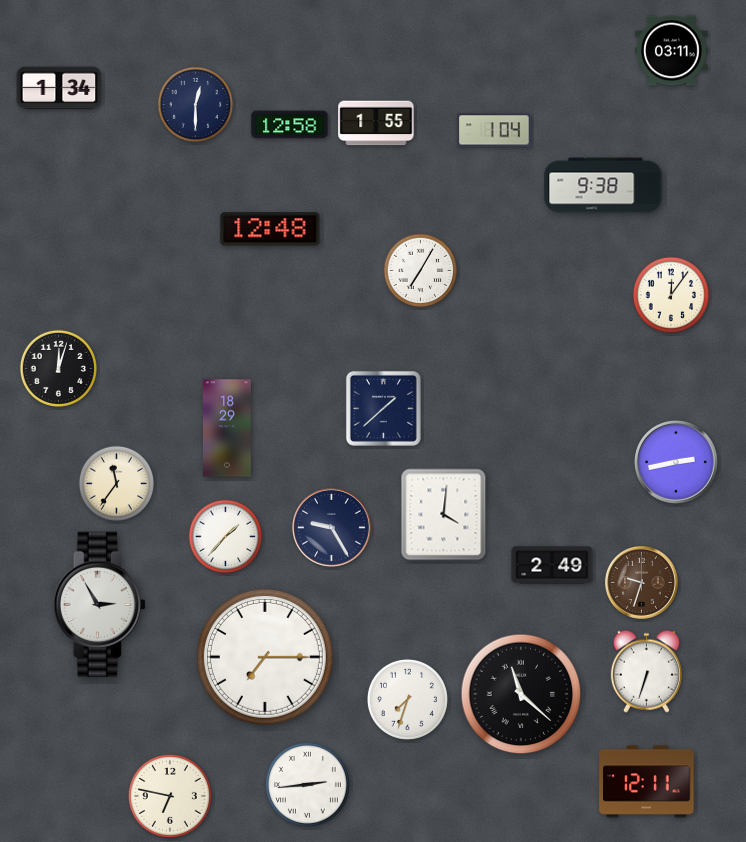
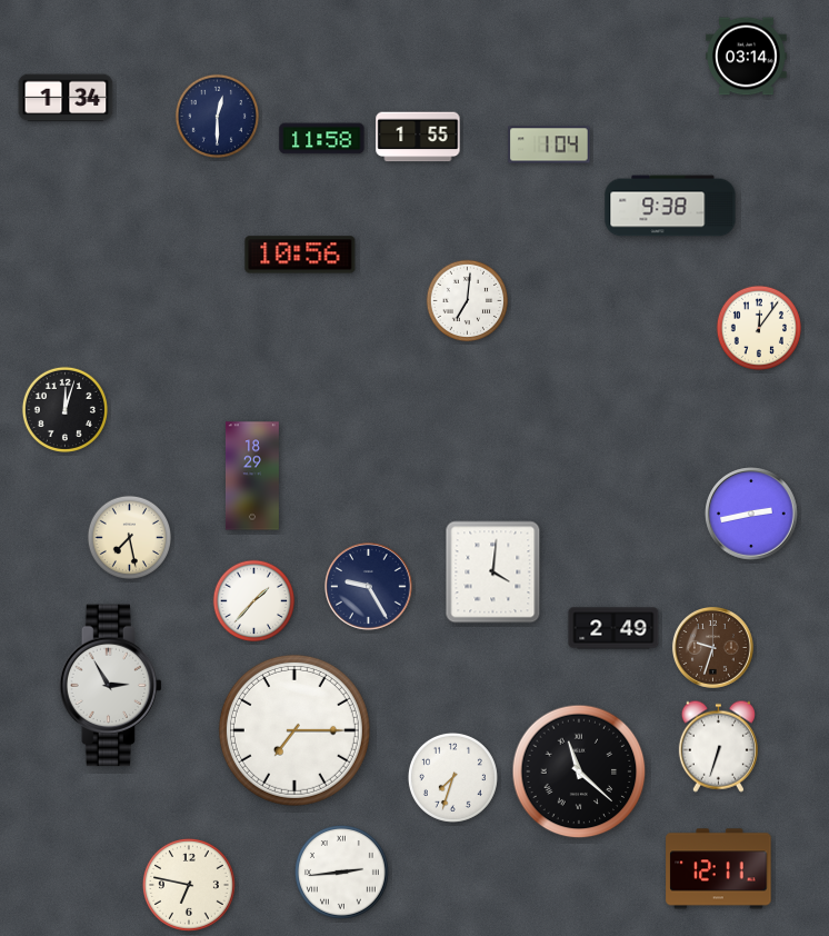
clock at (672, 51): 03:11 -> 03:14
clock at (290, 125): 12:58 -> 11:58
clock at (270, 229): 12:48 -> 10:56
clock at (421, 271): 7:05 -> 7:01
clock at (670, 294) position: (670, 294) -> (758, 327)
clock at (383, 408): 1:38 -> none
clock at (116, 483): 11:36 -> 7:28
clock at (226, 537) position: (226, 537) -> (254, 601)
clock at (100, 605) position: (100, 605) -> (111, 686)
